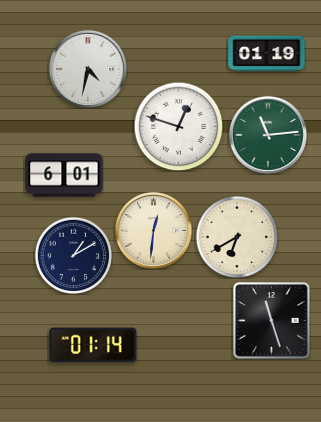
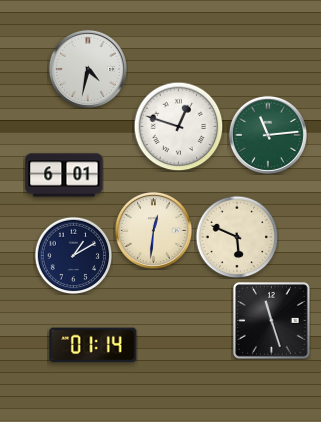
clock at (267, 54): 01:19 -> none
clock at (237, 237): 6:40 -> 5:49
